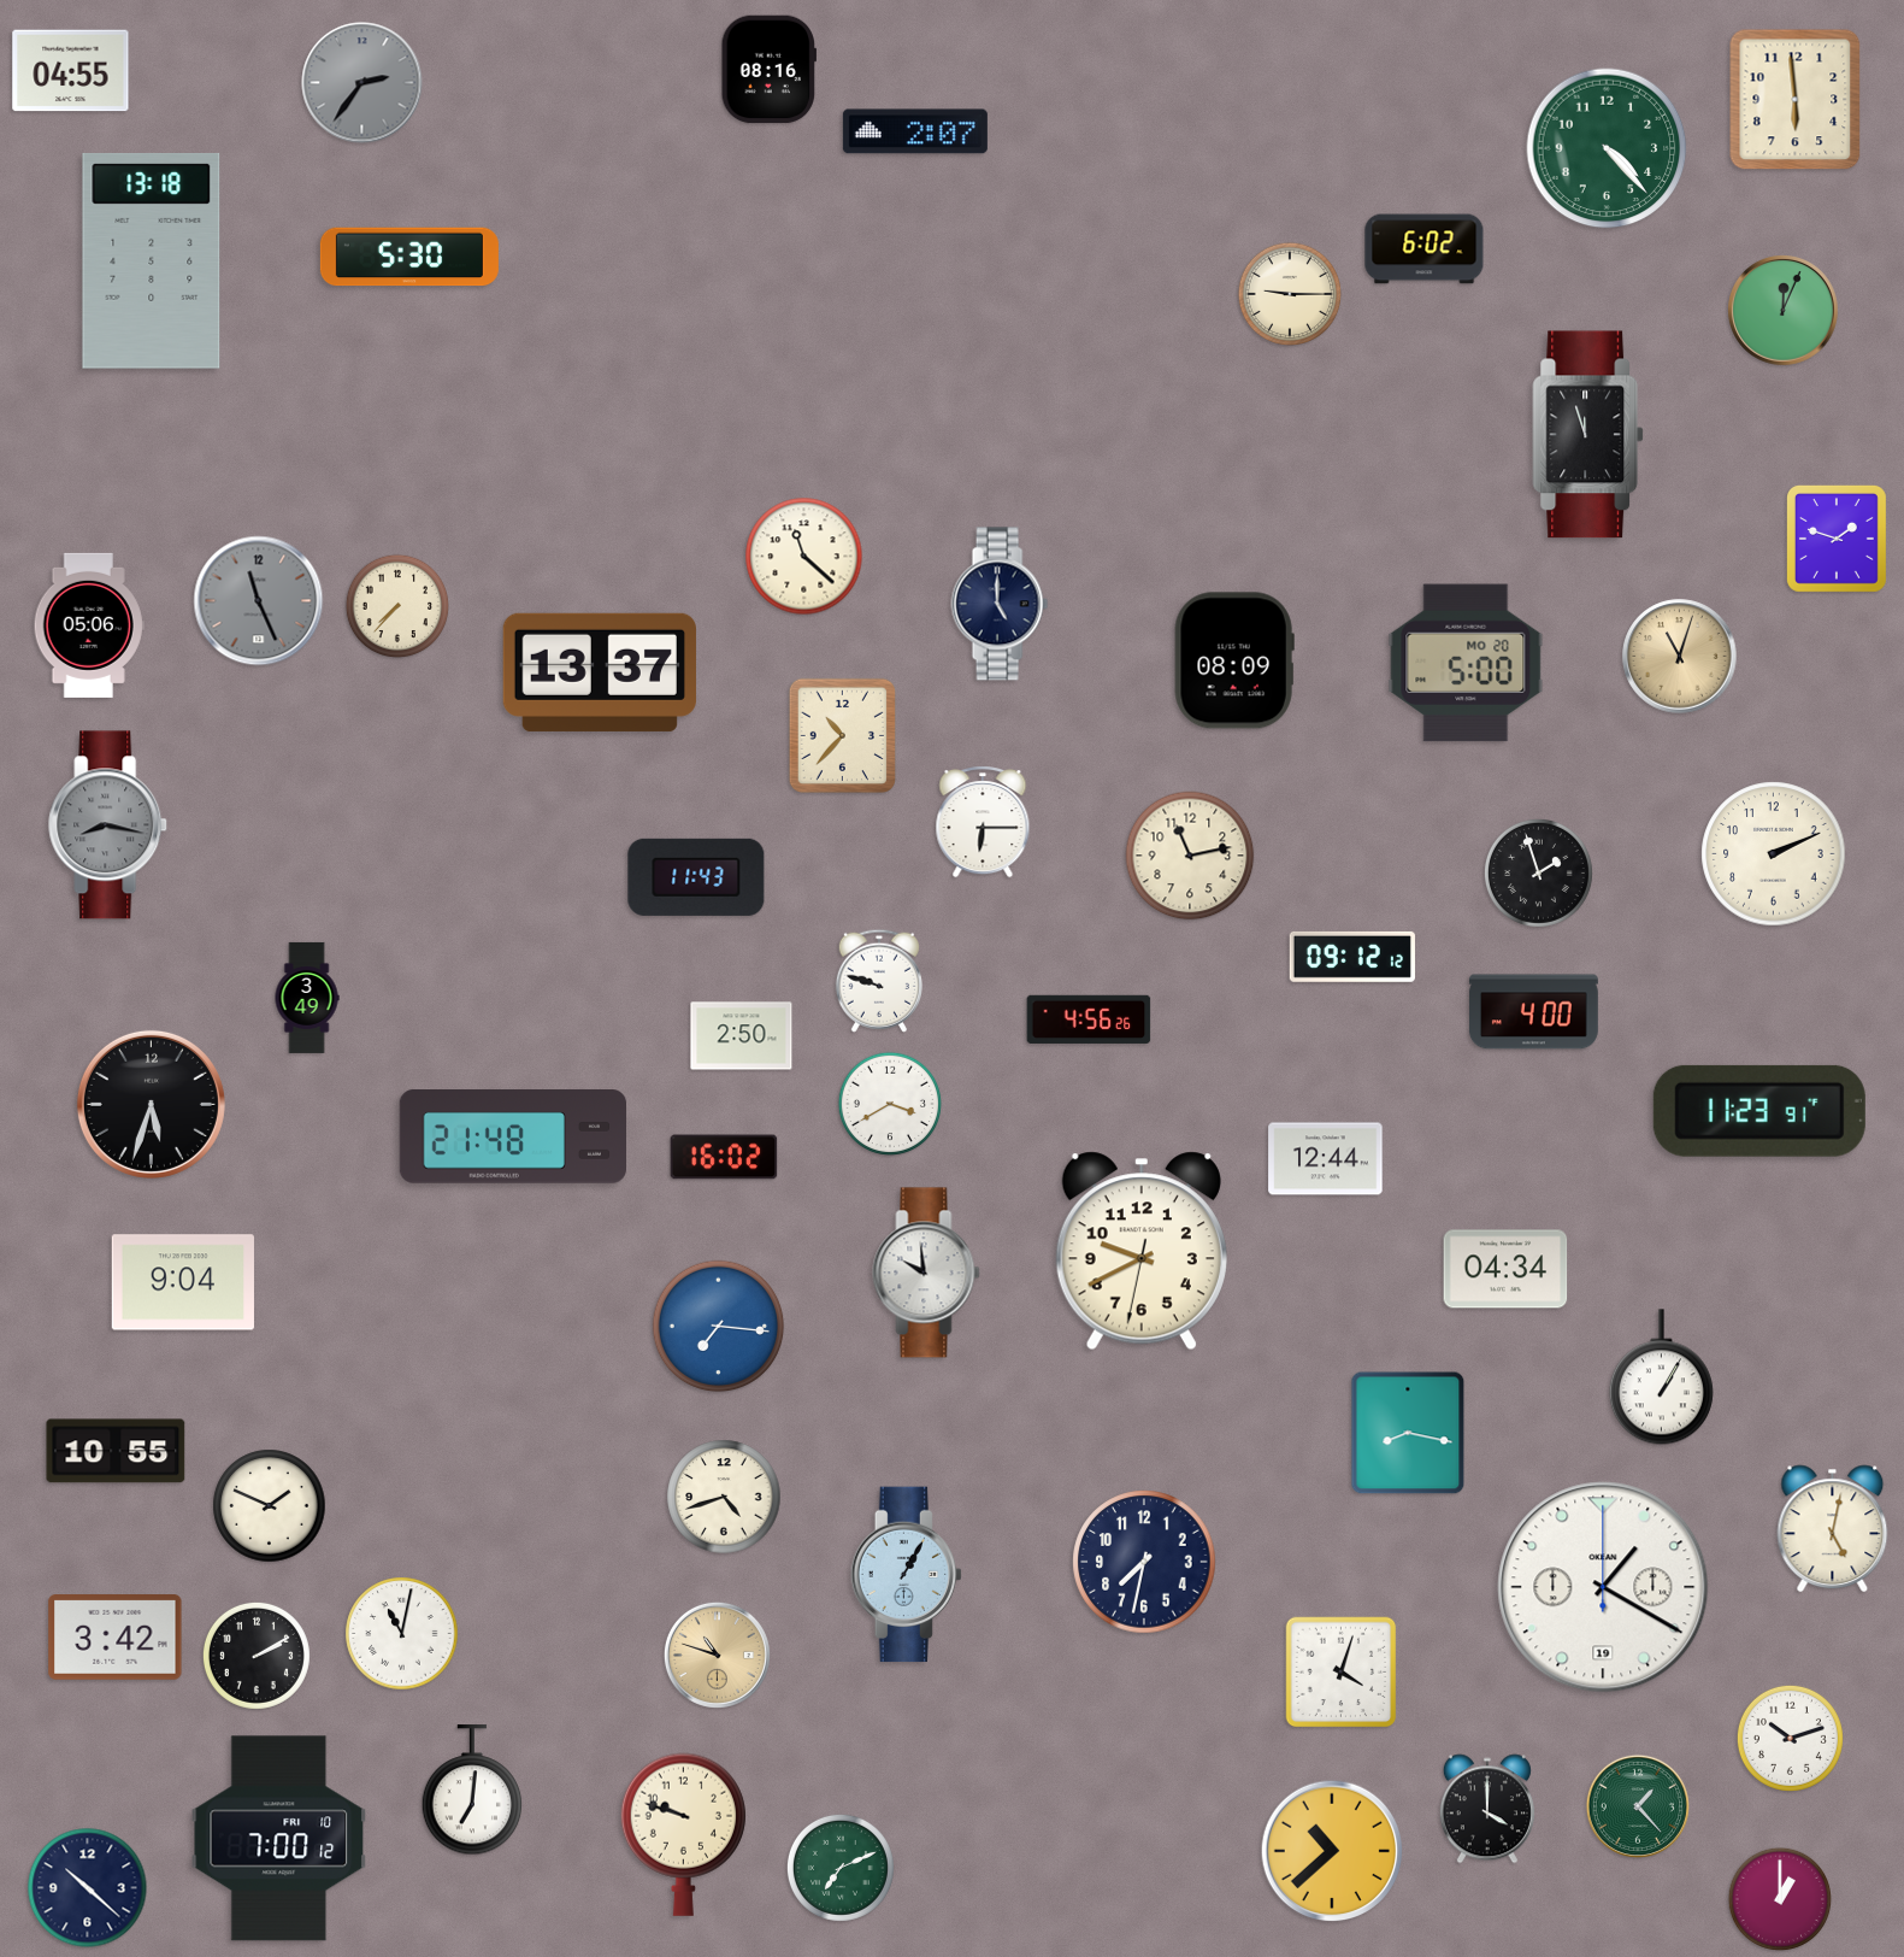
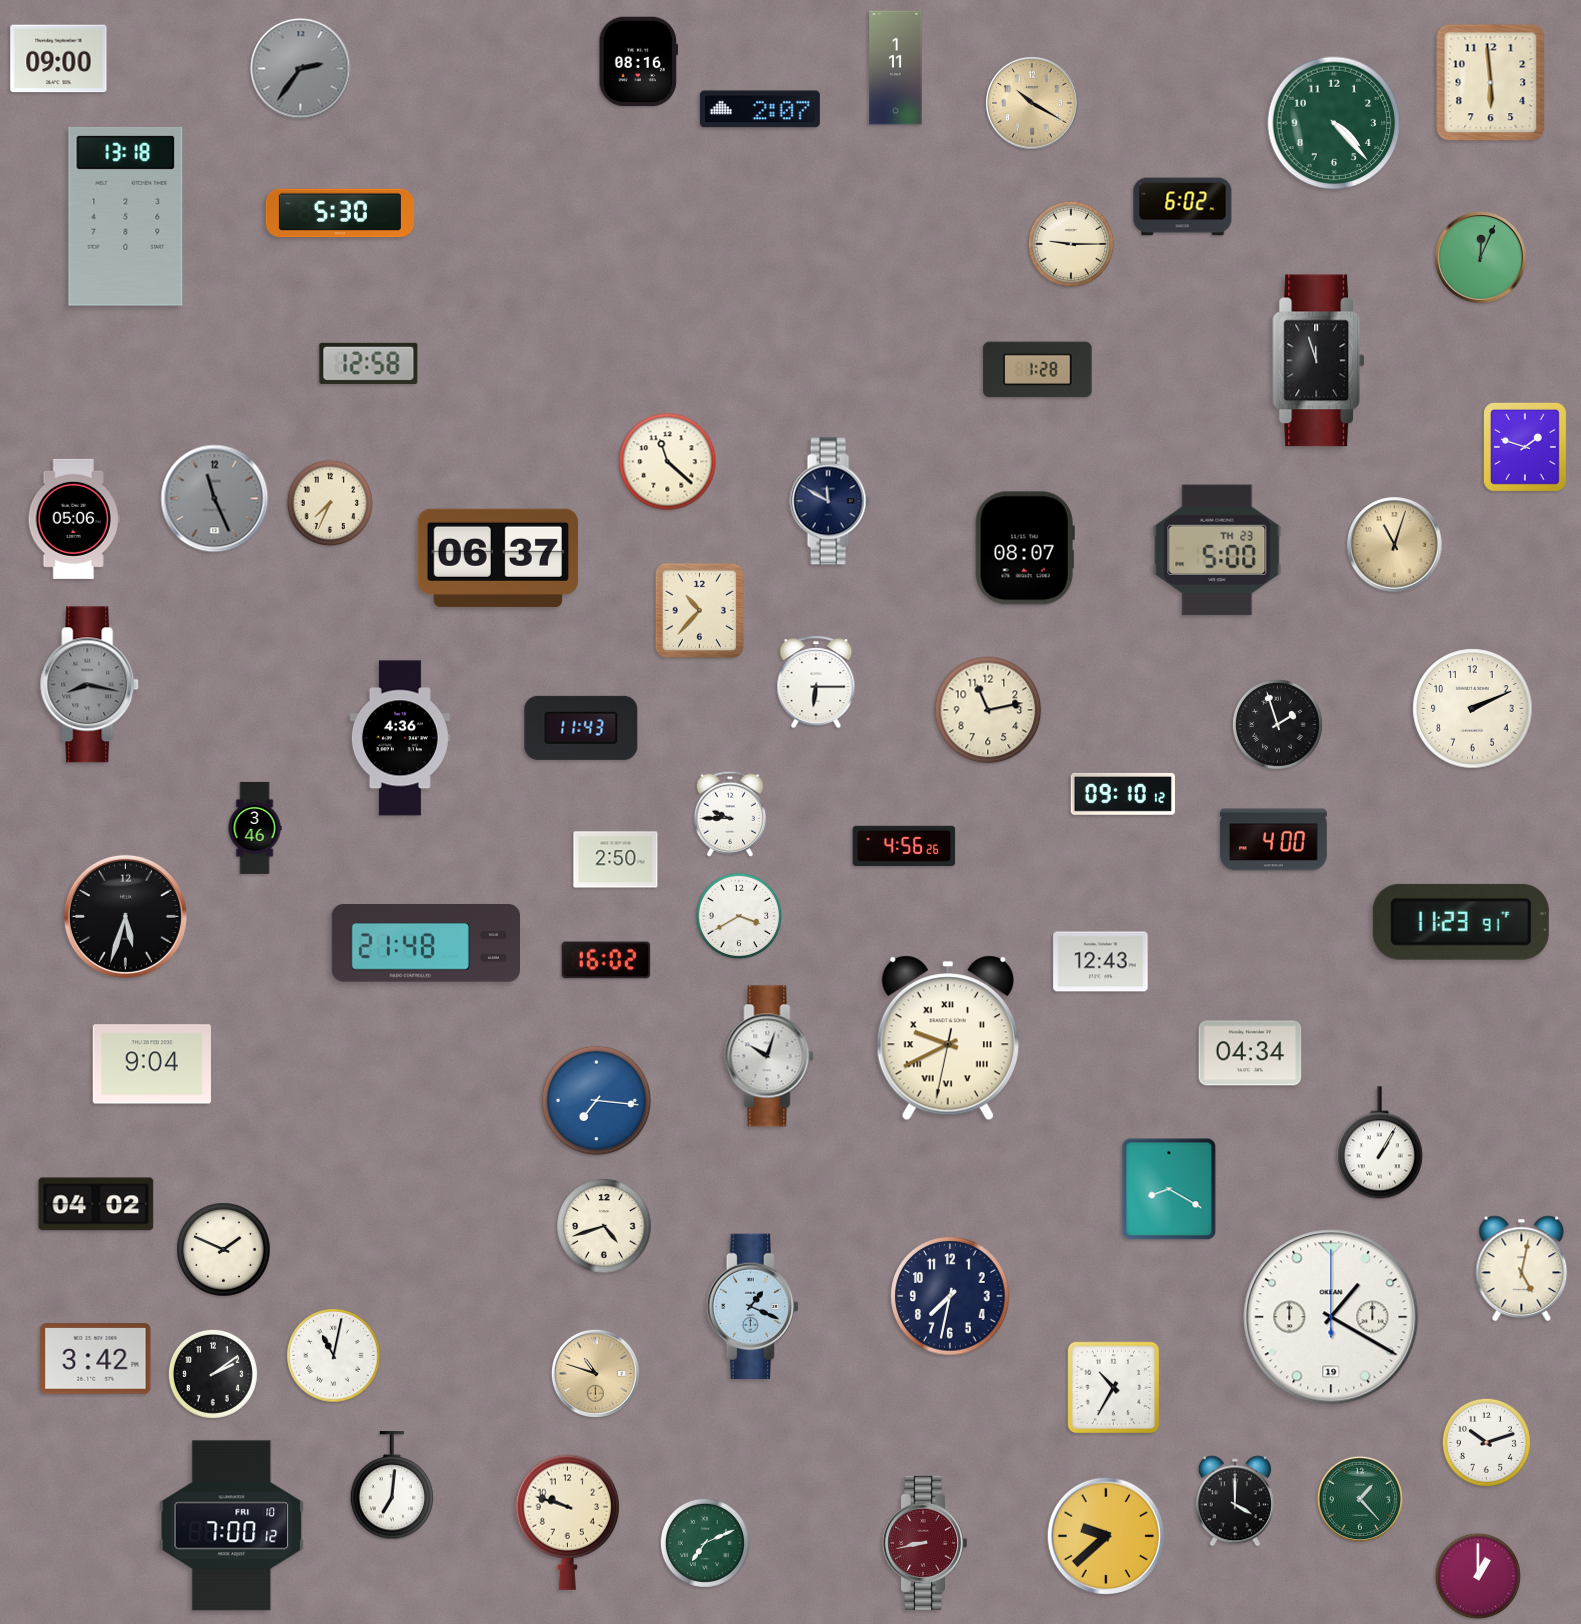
clock at (768, 70) position: (768, 70) -> (638, 62)
clock at (71, 71): 04:55 -> 09:00
clock at (896, 68): none -> 1:11
clock at (1032, 103): none -> 10:20
clock at (369, 363): none -> 12:58
clock at (1038, 370): none -> 1:28
clock at (1000, 604): 5:00 -> 11:50
clock at (397, 606): 7:37 -> 7:34
clock at (1234, 660): 08:09 -> 08:07
clock at (1466, 663) date: MO 20 -> TH 23
clock at (600, 672): 13:37 -> 06:37
clock at (696, 877) position: (696, 877) -> (581, 728)
clock at (400, 738): none -> 4:36
clock at (1352, 957): 09:12 -> 09:10
clock at (879, 981): 9:48 -> 9:45
clock at (307, 998): 3:49 -> 3:46
clock at (724, 1157) position: (724, 1157) -> (606, 960)
clock at (1326, 1159): 12:44 -> 12:43
clock at (1142, 1251) numerals: Arabic -> Roman
clock at (926, 1273): 9:59 -> 10:03
clock at (1408, 1433): 8:17 -> 8:20
clock at (116, 1451): 10:55 -> 04:02
clock at (724, 1497) position: (724, 1497) -> (604, 1226)
clock at (906, 1575): 1:05 -> 1:19
clock at (257, 1656): 2:10 -> 2:09
clock at (1342, 1673): 4:03 -> 10:35
clock at (1332, 1851): 10:38 -> 9:38
clock at (925, 1543): none -> 8:43
clock at (841, 1868) position: (841, 1868) -> (705, 1543)
clock at (88, 1888): 10:22 -> none
